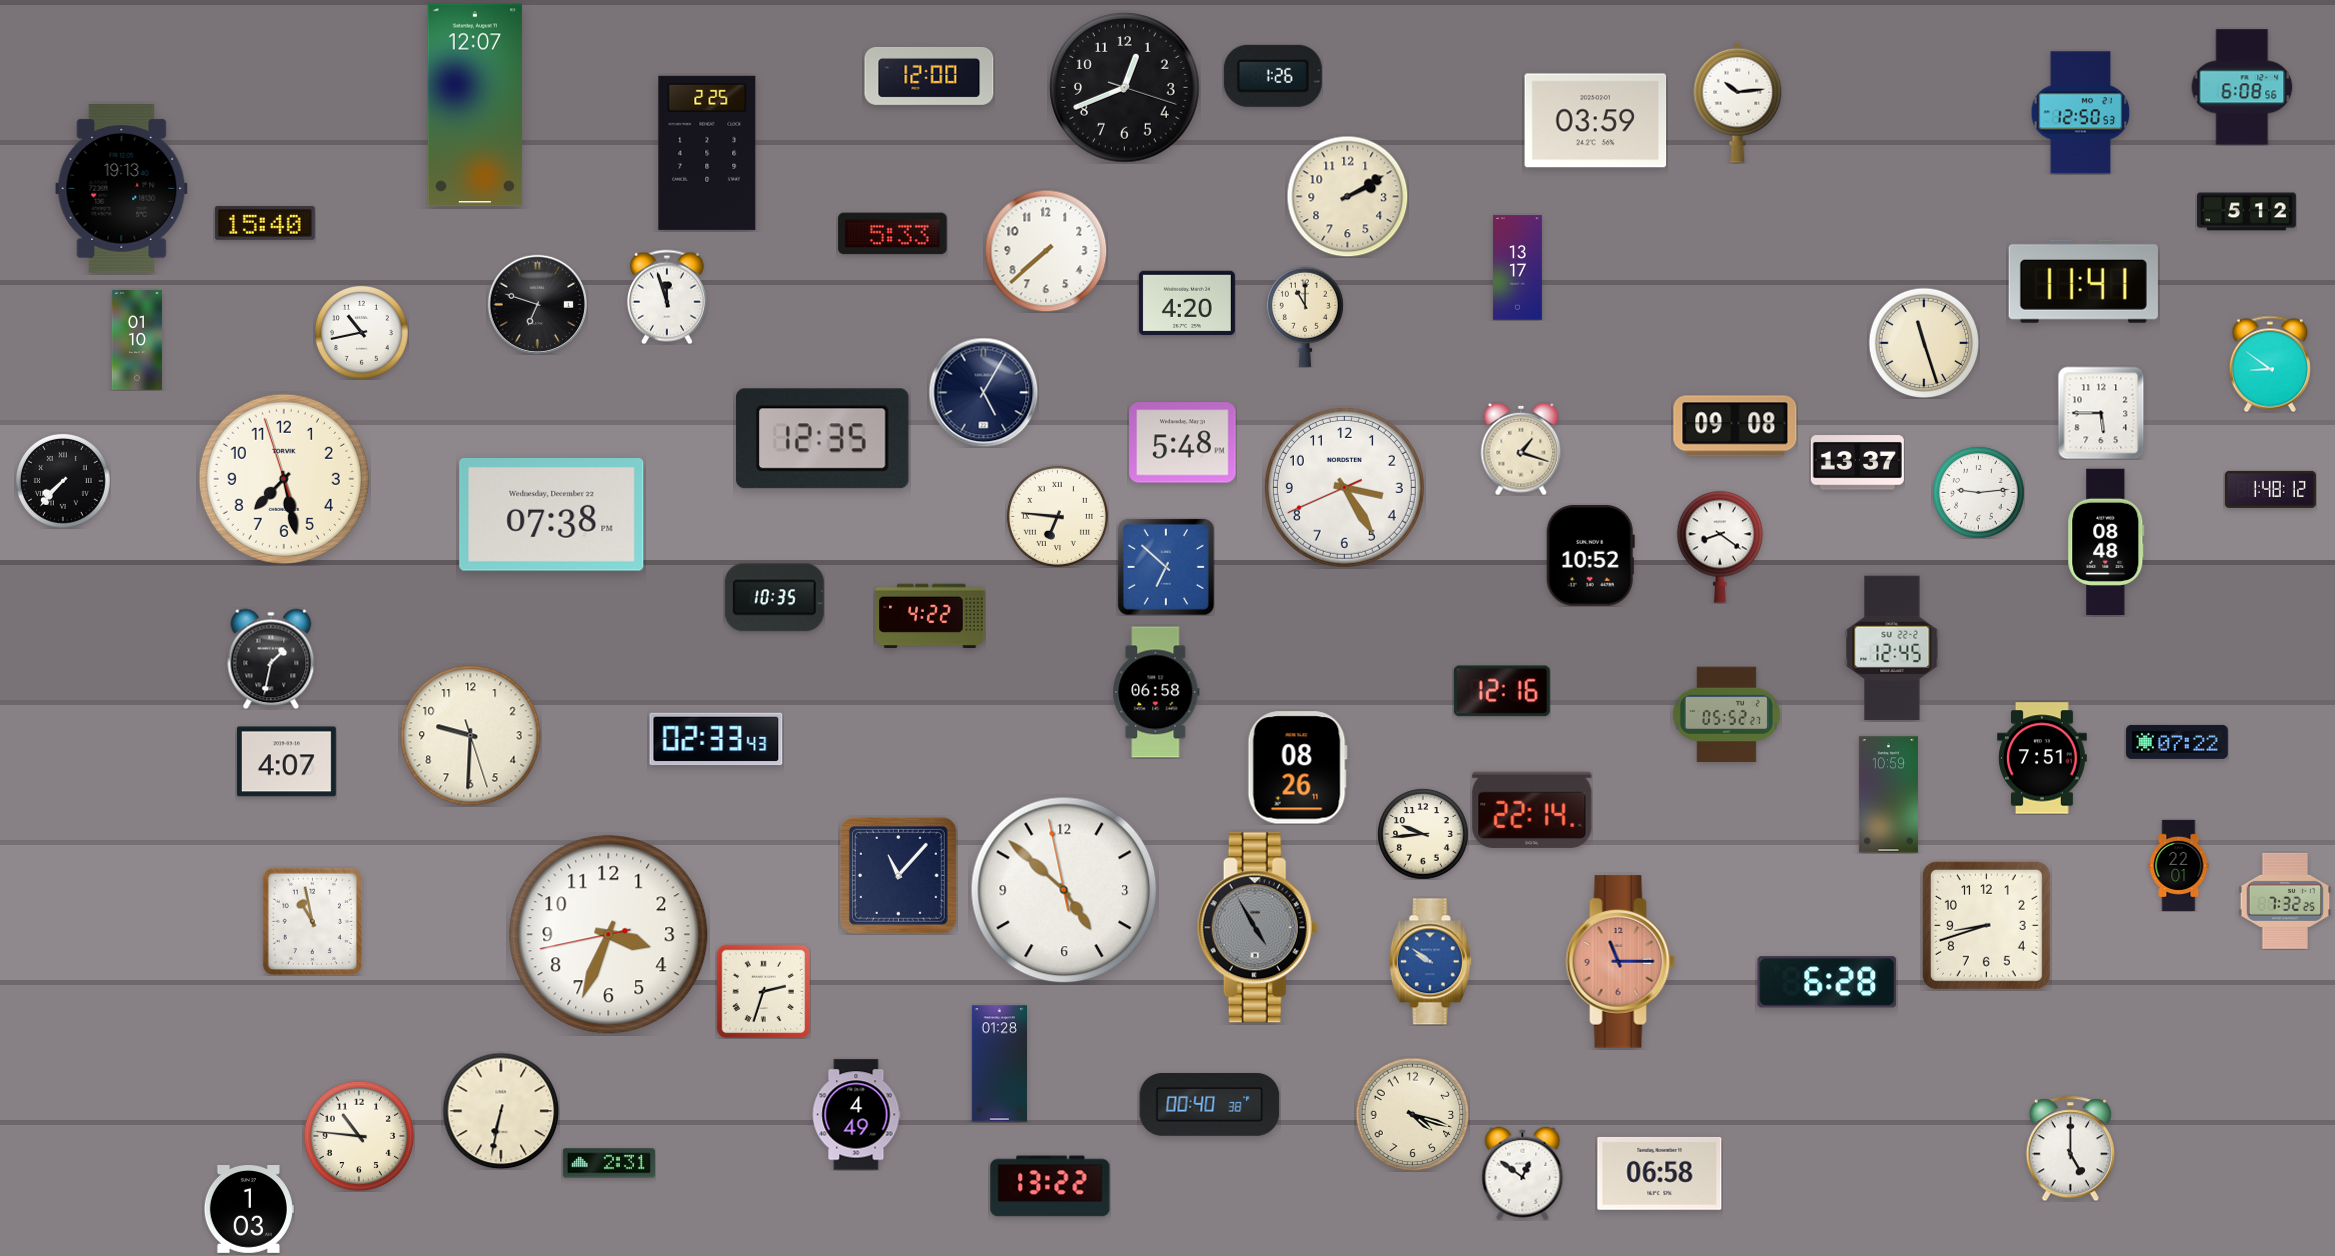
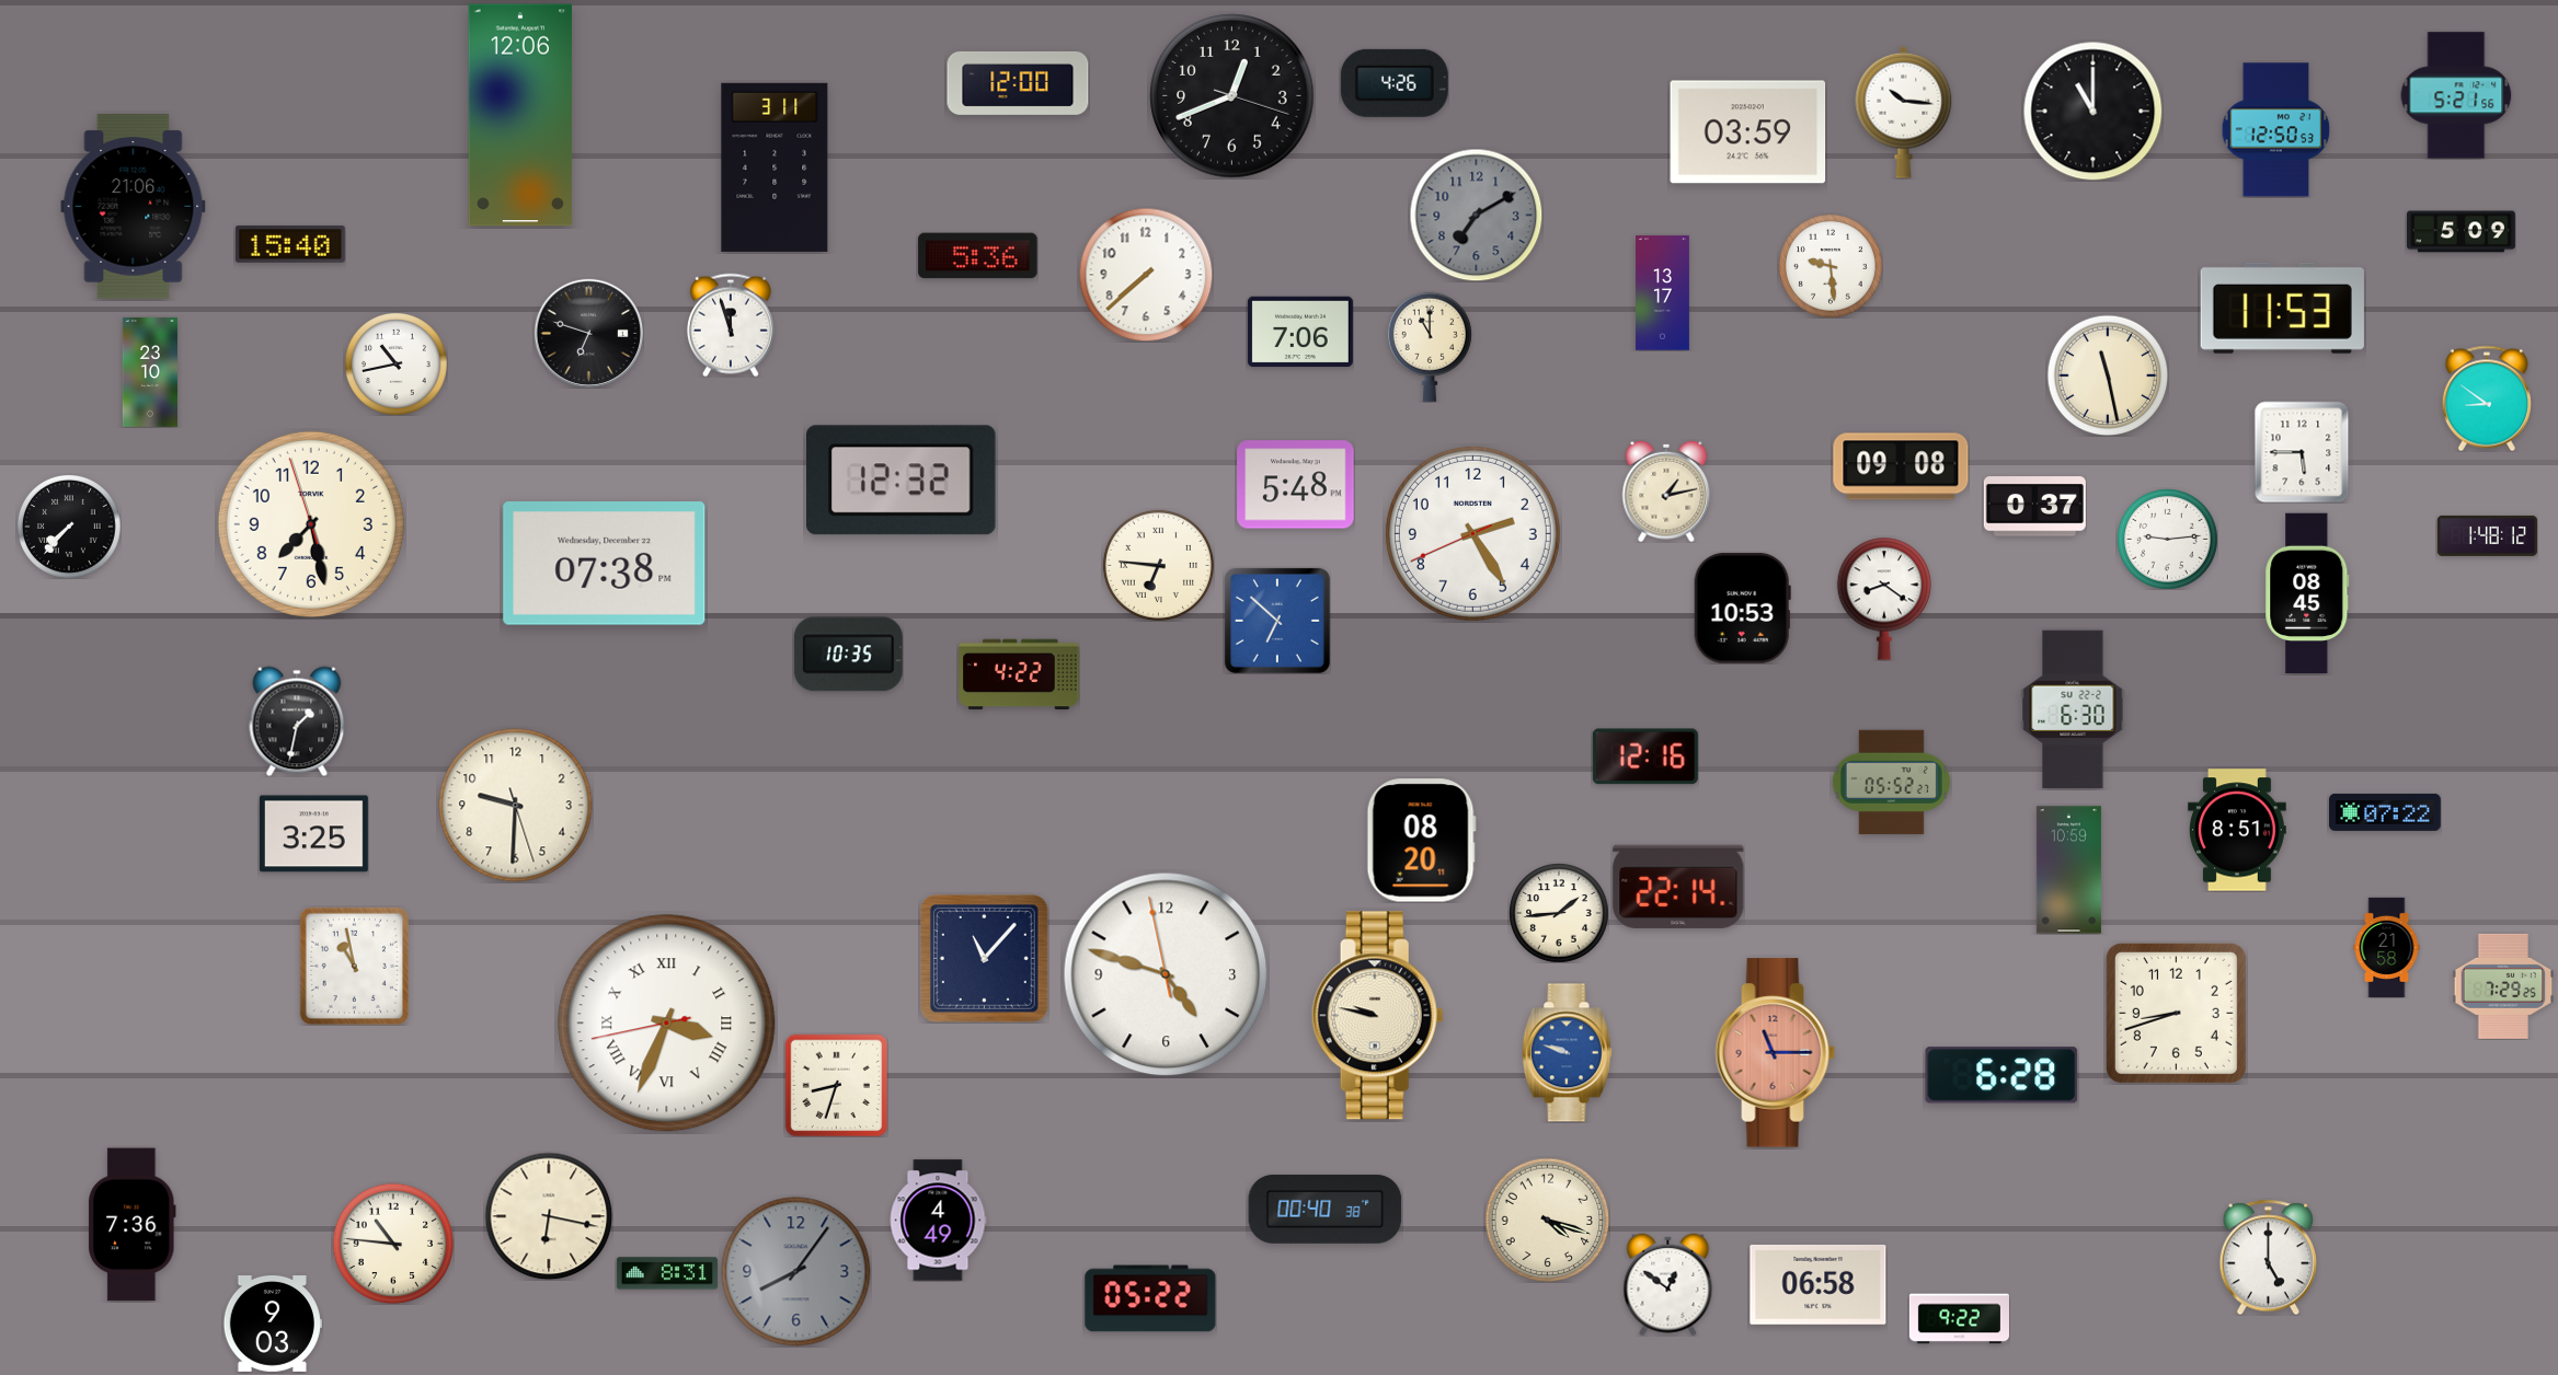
clock at (1273, 76): 1:26 -> 4:26
clock at (2242, 87): 6:08 -> 5:21
clock at (2092, 111): none -> 11:00
clock at (1738, 102): 10:14 -> 10:16
clock at (475, 105): 12:07 -> 12:06
clock at (2081, 113) position: (2081, 113) -> (2276, 130)
clock at (707, 153): 2:25 -> 3:11
clock at (122, 189): 19:13 -> 21:06
clock at (1347, 196): 2:10 -> 7:10
clock at (1347, 196) dial: cream -> grey
clock at (2247, 212): 5:12 -> 5:09
clock at (893, 234): 5:33 -> 5:36
clock at (1831, 266): none -> 9:29
clock at (2083, 281): 11:41 -> 11:53
clock at (1187, 303): 4:20 -> 7:06
clock at (137, 341): 01:10 -> 23:10
clock at (1924, 343): 11:27 -> 11:28
clock at (983, 392): 5:05 -> none
clock at (823, 439): 12:35 -> 12:32
clock at (1521, 449): 1:18 -> 1:13
clock at (1857, 463): 13:37 -> 0:37
clock at (1344, 487): 3:24 -> 2:24
clock at (2106, 542): 08:48 -> 08:45
clock at (1590, 555): 10:52 -> 10:53
clock at (1892, 648): 12:45 -> 6:30
clock at (1156, 692): 06:58 -> none
clock at (716, 739): 02:33 -> none
clock at (2043, 758): 7:51 -> 8:51
clock at (286, 762): 4:07 -> 3:25
clock at (1297, 768): 08:26 -> 08:20
clock at (1423, 834): 9:44 -> 1:44
clock at (2179, 865): 22:01 -> 21:58
clock at (1064, 890): 4:51 -> 4:47
clock at (2285, 901): 7:32 -> 7:29
clock at (312, 921) position: (312, 921) -> (354, 966)
clock at (1257, 928): 4:55 -> 9:47
clock at (1257, 928) dial: grey -> cream
clock at (609, 935) numerals: Arabic -> Roman
clock at (1430, 962): 9:51 -> 9:48
clock at (763, 991): 2:33 -> 8:33
clock at (999, 1064): 01:28 -> none
clock at (501, 1111): 6:32 -> 6:17
clock at (133, 1225): none -> 7:36
clock at (796, 1272): none -> 8:06
clock at (609, 1163): 2:31 -> 8:31
clock at (1050, 1186): 13:22 -> 05:22
clock at (1959, 1319): none -> 9:22
clock at (249, 1210): 1:03 -> 9:03
